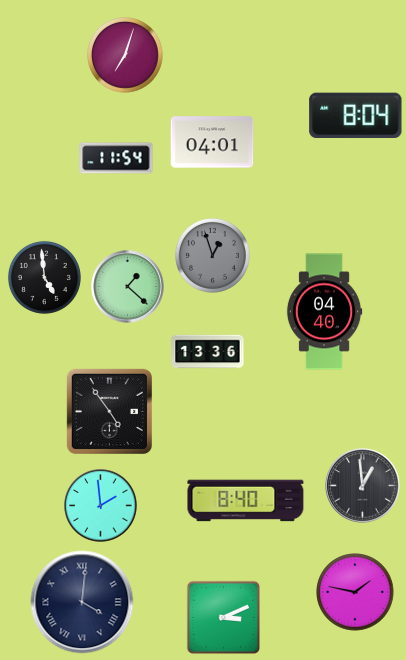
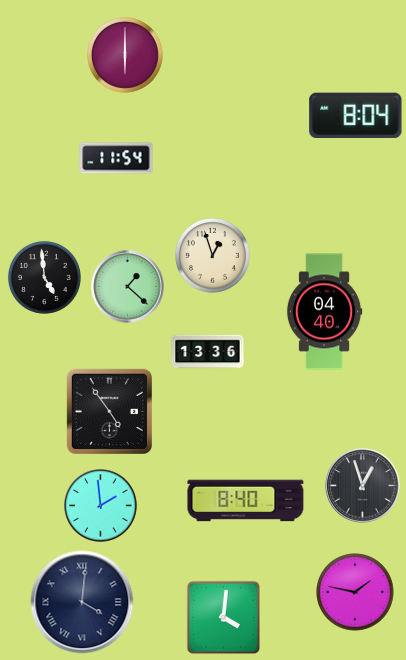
clock at (126, 56): 7:03 -> 6:00
clock at (212, 142): 04:01 -> none
clock at (213, 256) dial: grey -> cream
clock at (363, 486): 12:59 -> 12:57
clock at (223, 617): 3:11 -> 4:01
